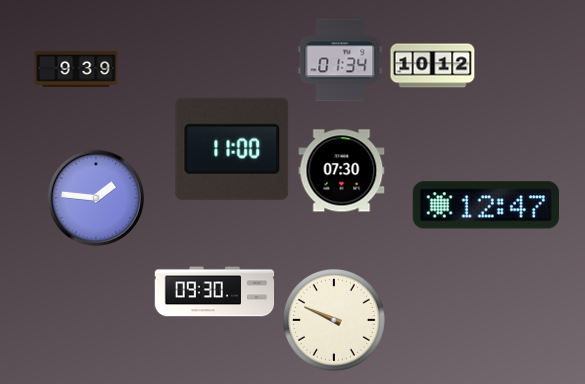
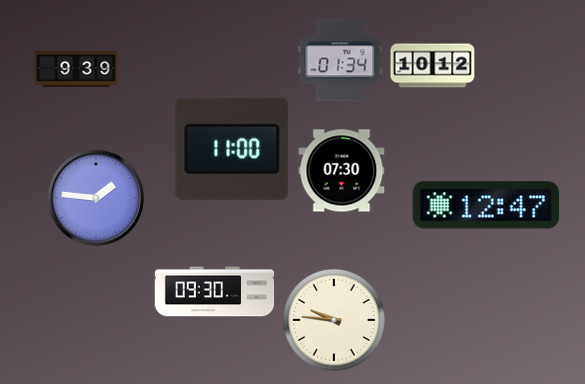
clock at (334, 320): 9:49 -> 9:46
